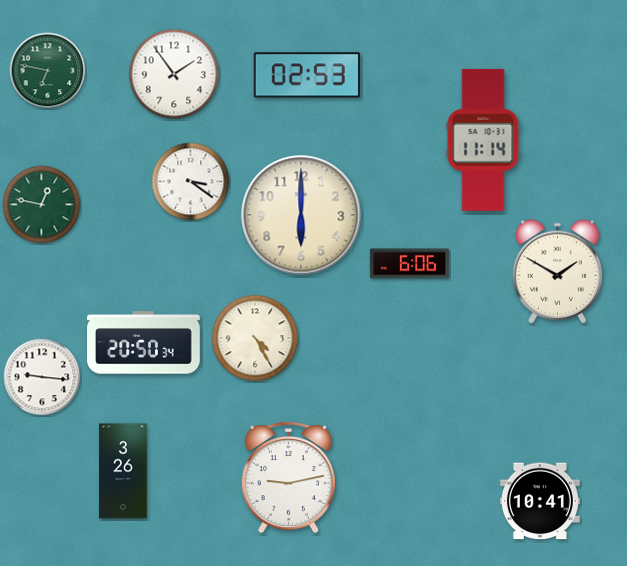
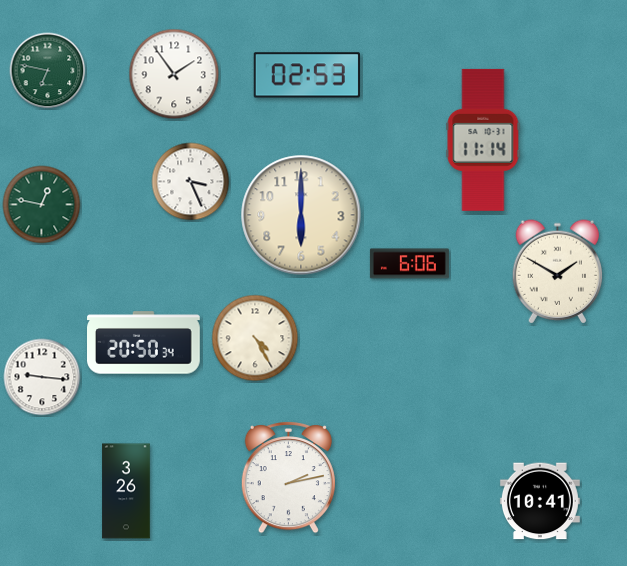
clock at (191, 182): 3:21 -> 3:26
clock at (123, 471) position: (123, 471) -> (126, 491)
clock at (288, 478): 9:13 -> 2:13
